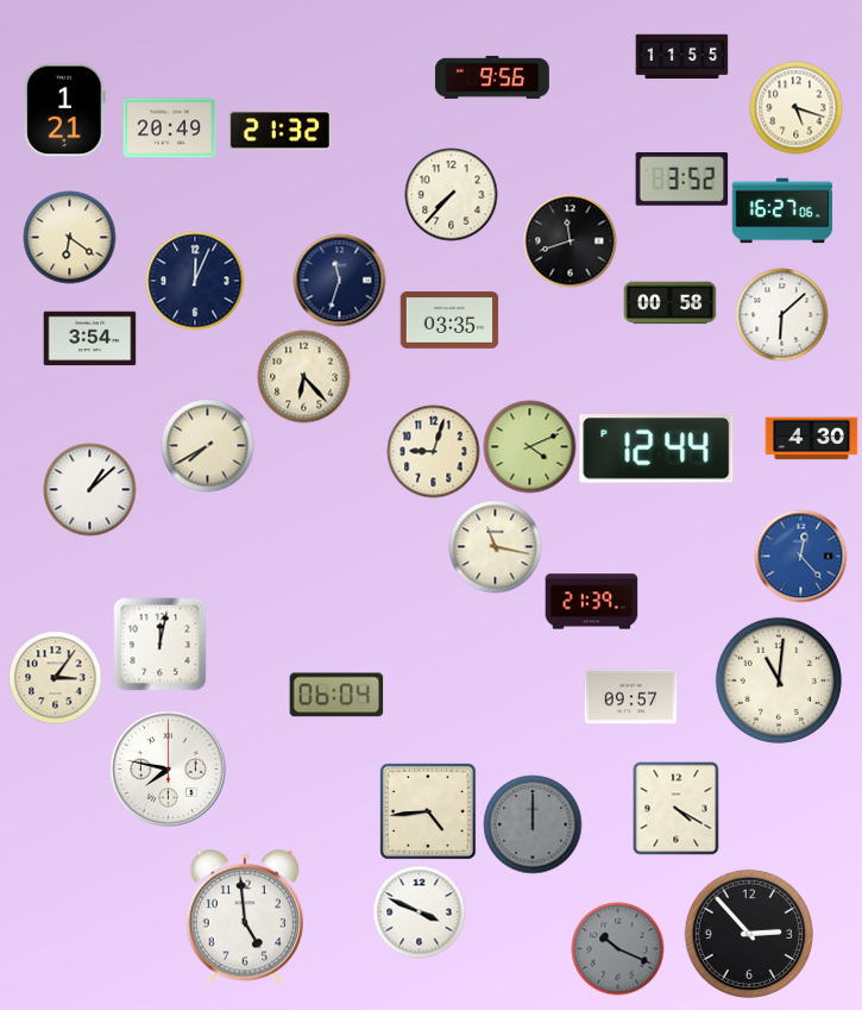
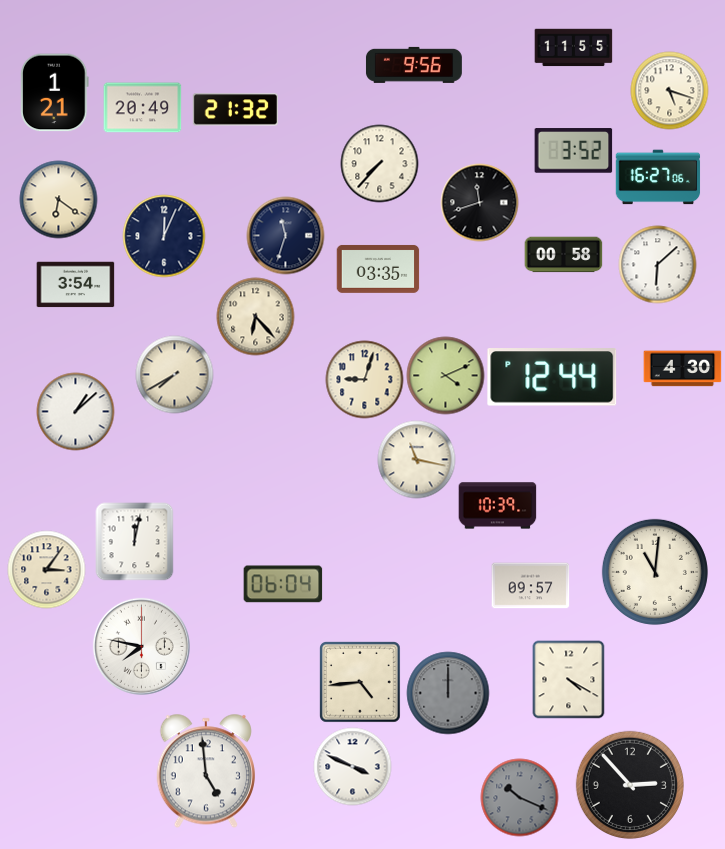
clock at (800, 556): 12:23 -> none
clock at (591, 602): 21:39 -> 10:39
